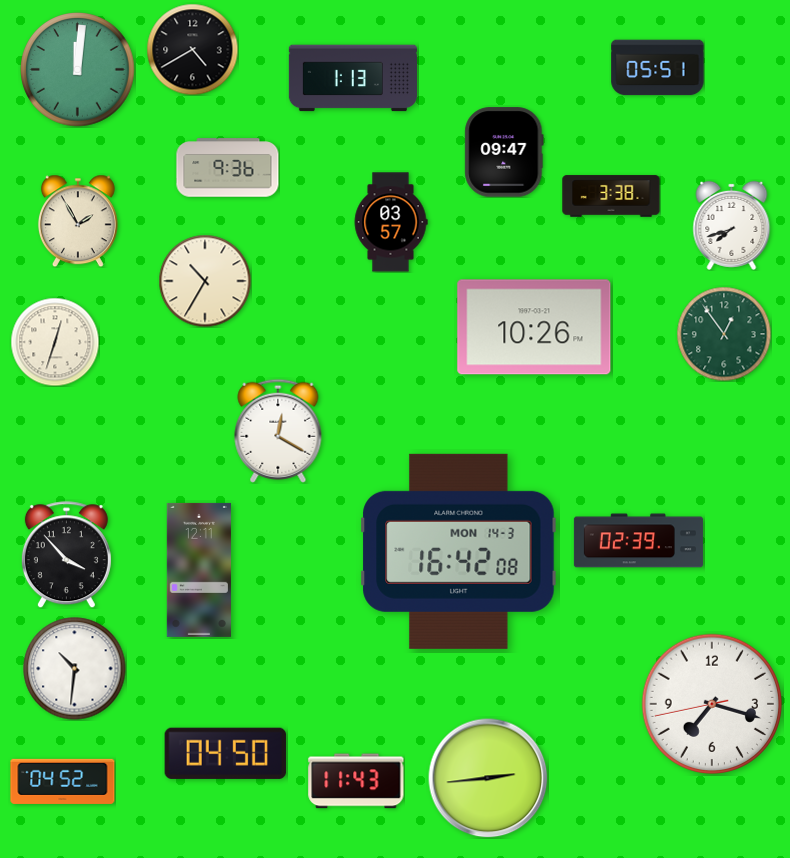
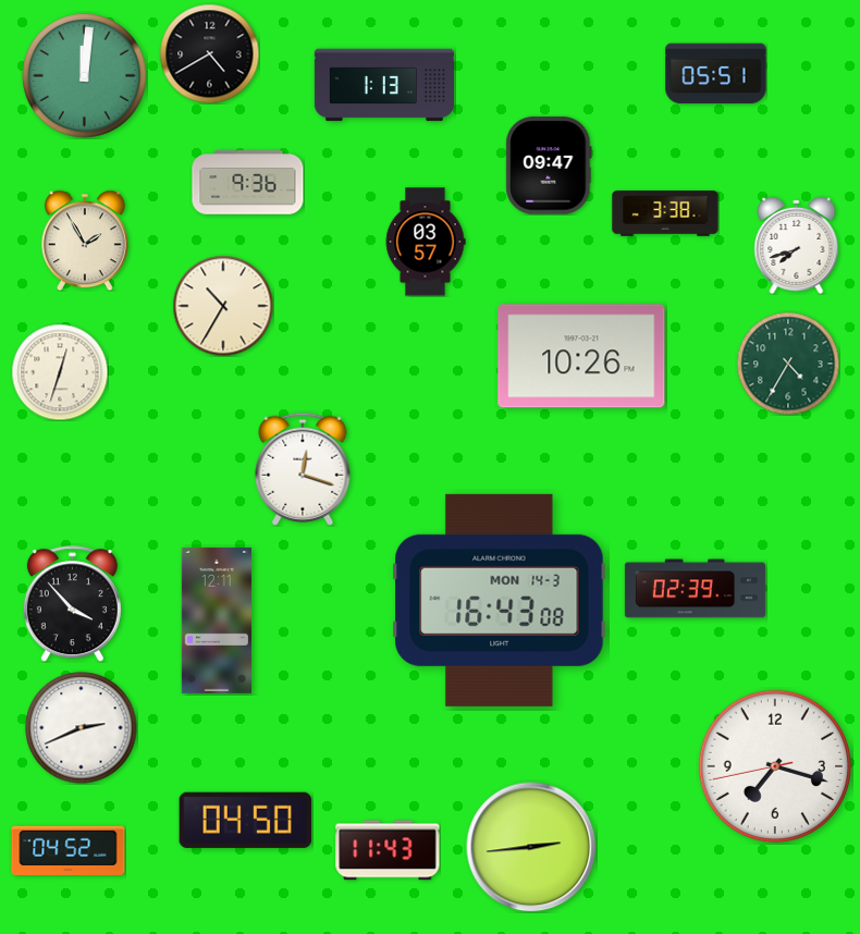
clock at (724, 334): 12:54 -> 4:35
clock at (278, 431): 12:20 -> 12:18
clock at (459, 551): 16:42 -> 16:43
clock at (75, 669): 10:31 -> 2:41
